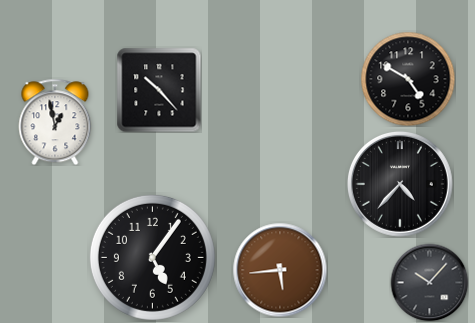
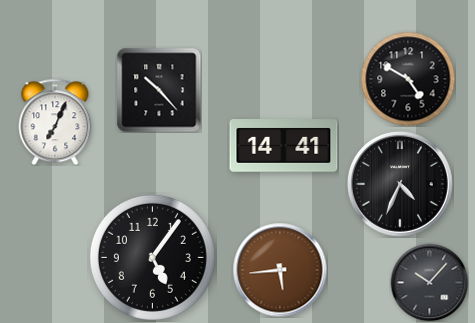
clock at (55, 122): 12:58 -> 7:04
clock at (284, 146): none -> 14:41
clock at (400, 184): 4:37 -> 4:34
